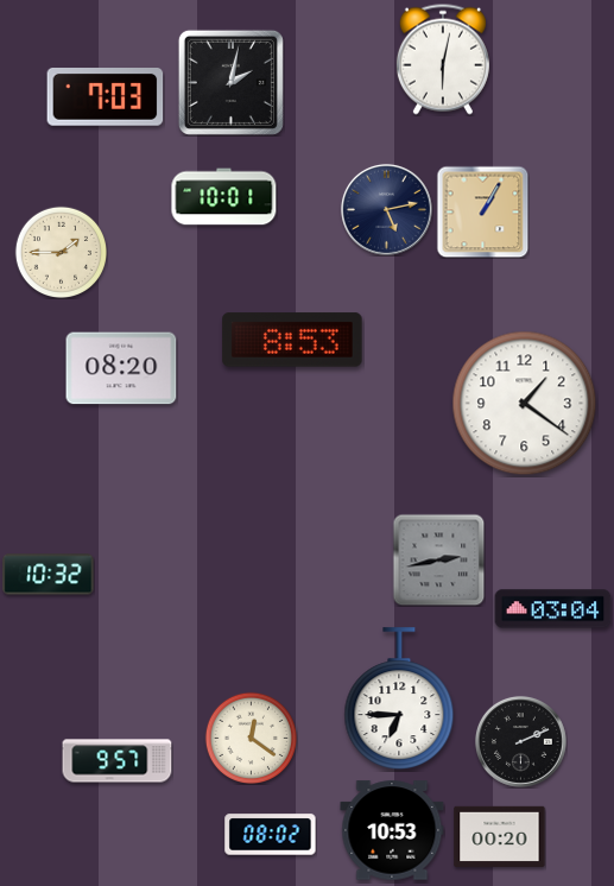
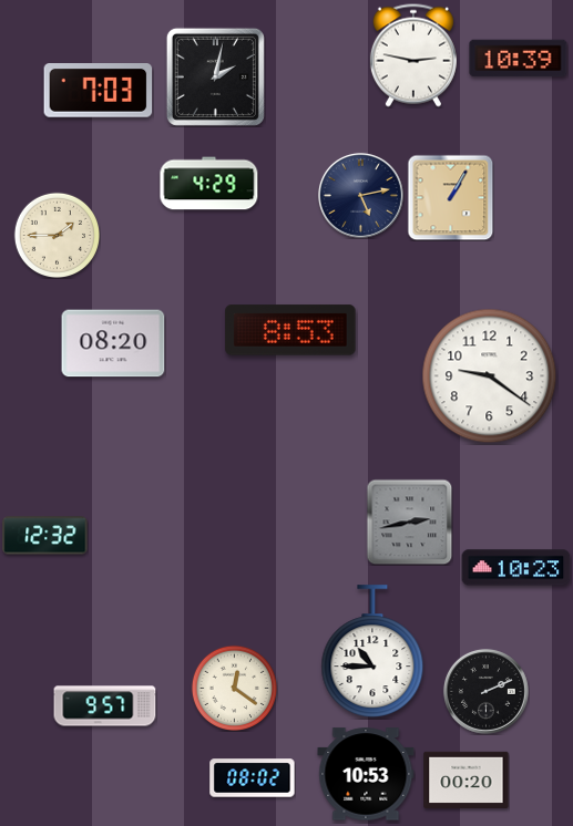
clock at (443, 59): 6:02 -> 2:47
clock at (519, 59): none -> 10:39
clock at (224, 197): 10:01 -> 4:29
clock at (292, 340) position: (292, 340) -> (290, 330)
clock at (525, 404): 1:21 -> 9:21
clock at (49, 575): 10:32 -> 12:32
clock at (553, 609): 03:04 -> 10:23
clock at (399, 700): 6:45 -> 10:45
clock at (118, 761) position: (118, 761) -> (105, 706)
